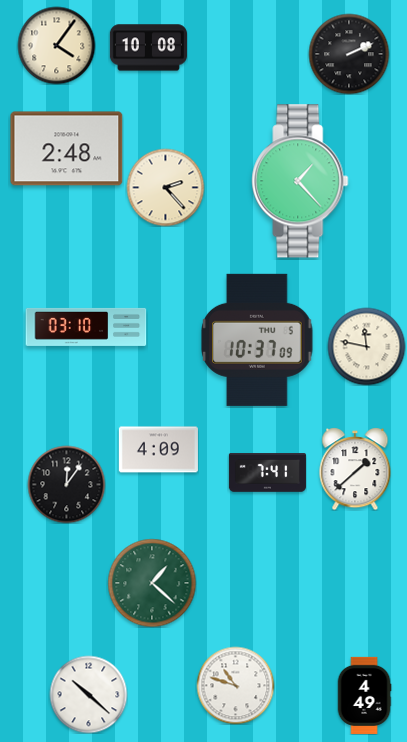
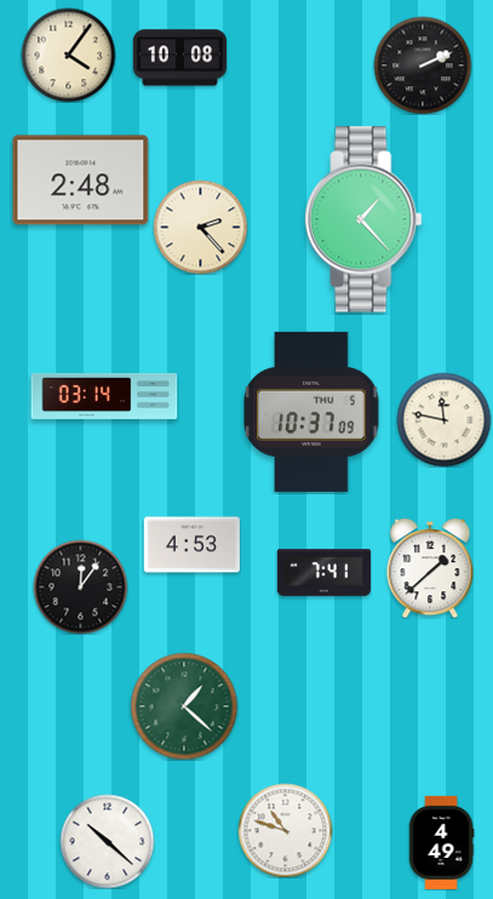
clock at (86, 327): 03:10 -> 03:14
clock at (158, 450): 4:09 -> 4:53
